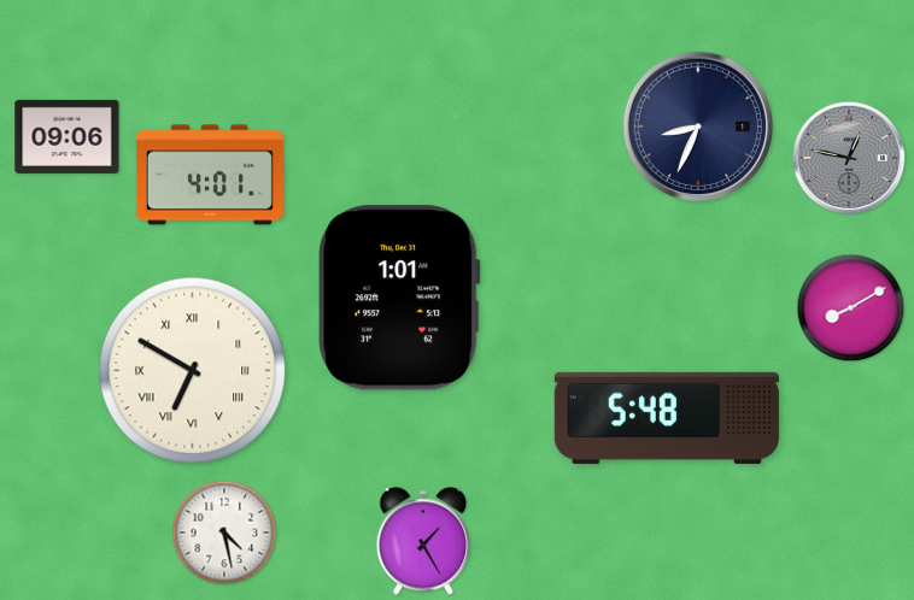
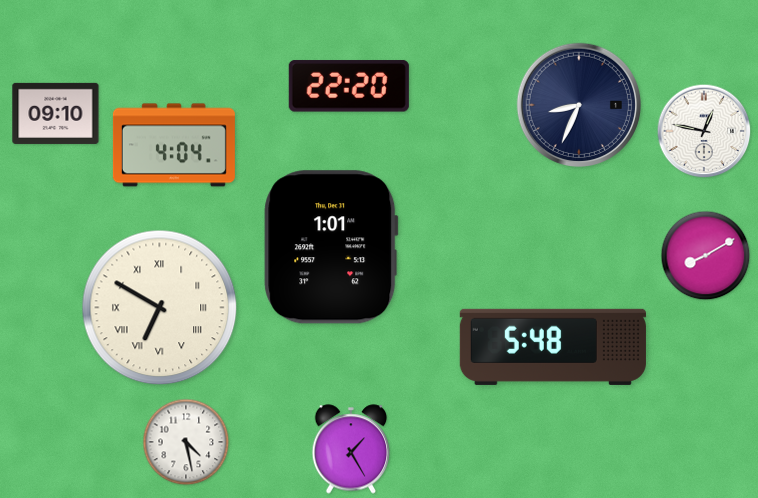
clock at (349, 86): none -> 22:20
clock at (68, 136): 09:06 -> 09:10
clock at (849, 158) dial: grey -> white
clock at (210, 175): 4:01 -> 4:04
